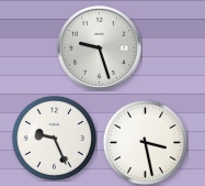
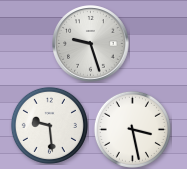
clock at (54, 138): 9:26 -> 9:29
